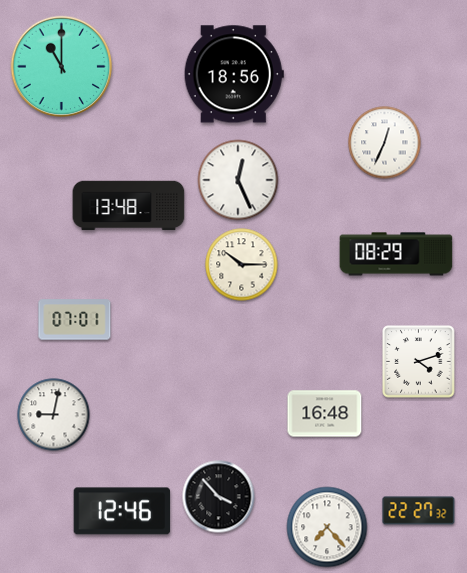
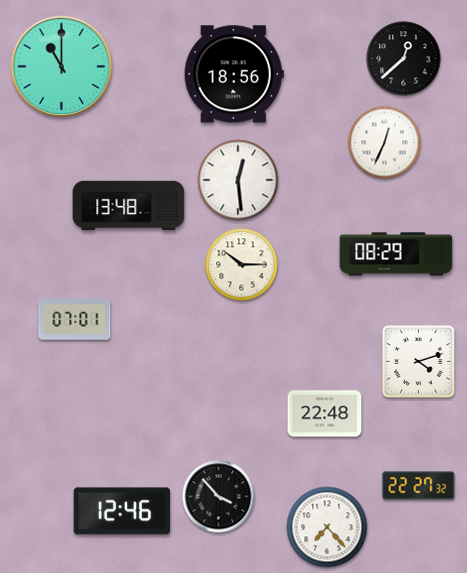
clock at (404, 59): none -> 12:38
clock at (238, 180): 12:26 -> 12:29
clock at (325, 414): 16:48 -> 22:48
clock at (54, 415): 9:02 -> none
clock at (419, 511) position: (419, 511) -> (419, 486)
